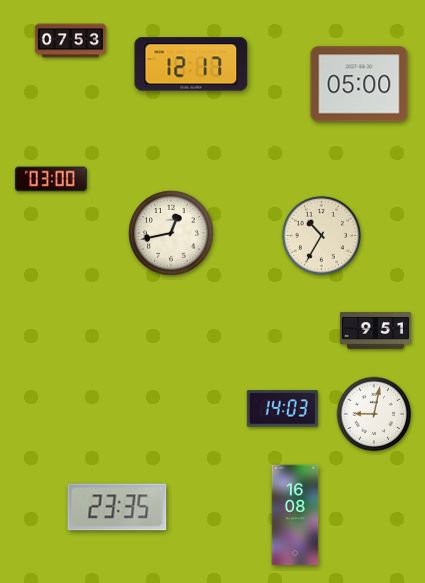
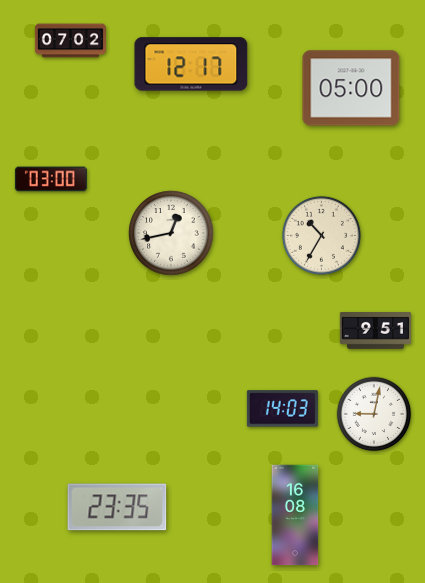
clock at (70, 41): 07:53 -> 07:02
clock at (359, 84) position: (359, 84) -> (351, 88)
